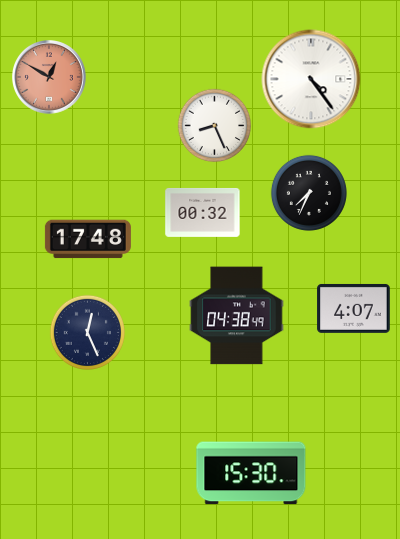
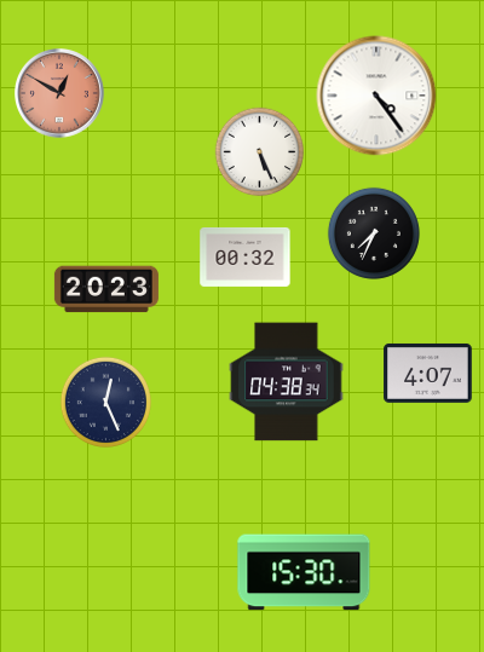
clock at (215, 126): 8:26 -> 5:26
clock at (88, 239): 17:48 -> 20:23
clock at (237, 316): 04:38:49 -> 04:38:34
